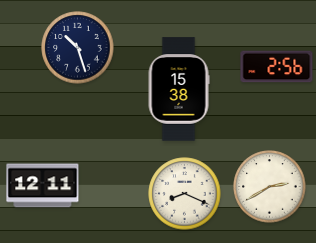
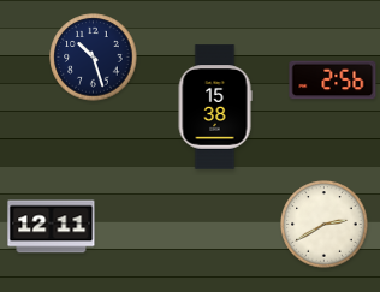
clock at (43, 186) position: (43, 186) -> (52, 227)
clock at (185, 194): 8:19 -> none
